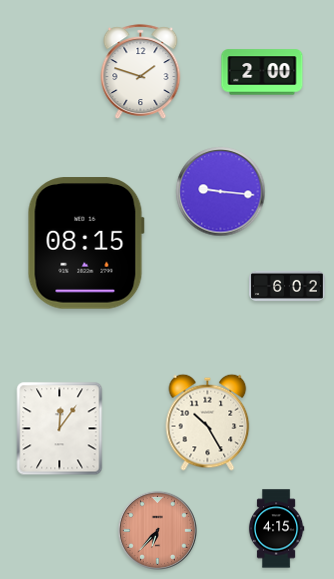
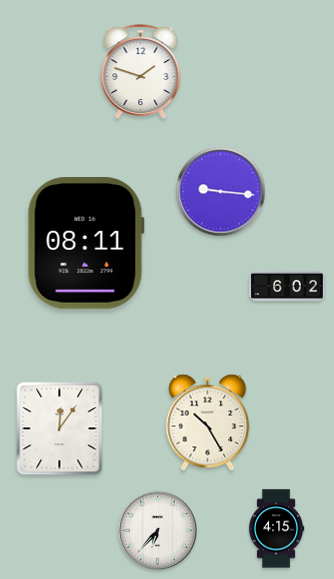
clock at (262, 72): 2:00 -> none
clock at (86, 243): 08:15 -> 08:11
clock at (157, 530) dial: salmon -> white
